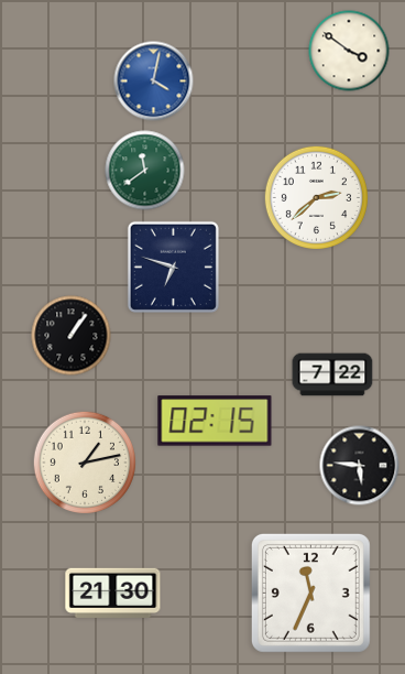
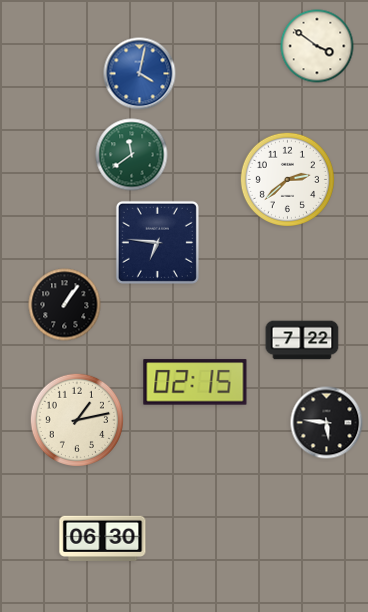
clock at (173, 267): 6:48 -> 6:46
clock at (113, 593): 21:30 -> 06:30
clock at (310, 593): 11:34 -> none
